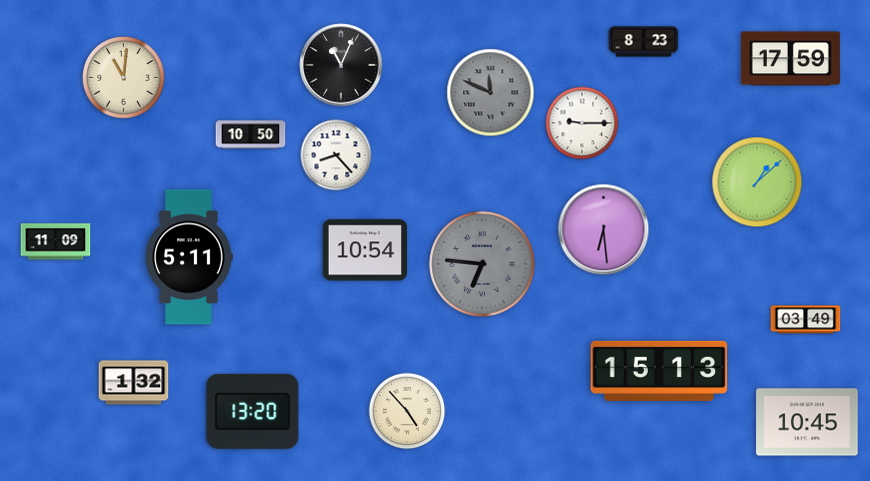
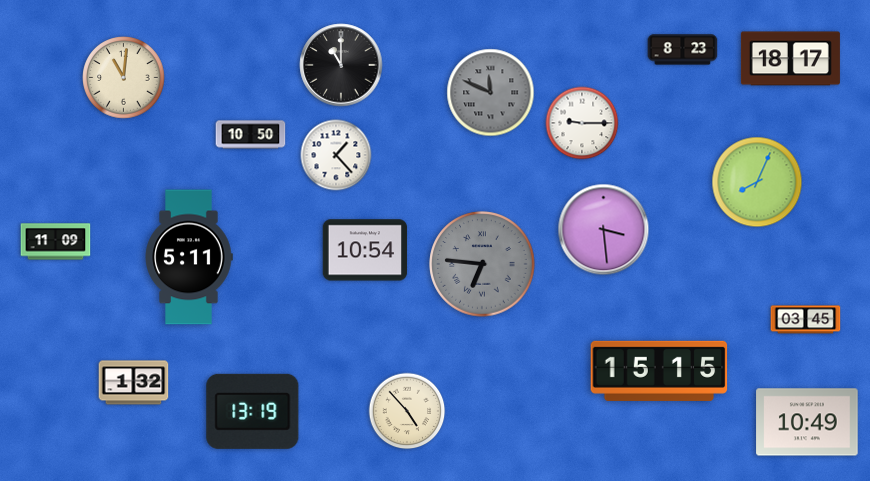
clock at (644, 42) position: (644, 42) -> (683, 50)
clock at (790, 59): 17:59 -> 18:17
clock at (341, 65): 11:04 -> 11:00
clock at (336, 155): 8:23 -> 1:23
clock at (757, 182): 1:08 -> 8:04
clock at (604, 230): 6:29 -> 3:29
clock at (806, 320): 03:49 -> 03:45
clock at (659, 371): 15:13 -> 15:15
clock at (253, 411): 13:20 -> 13:19
clock at (807, 422): 10:45 -> 10:49
